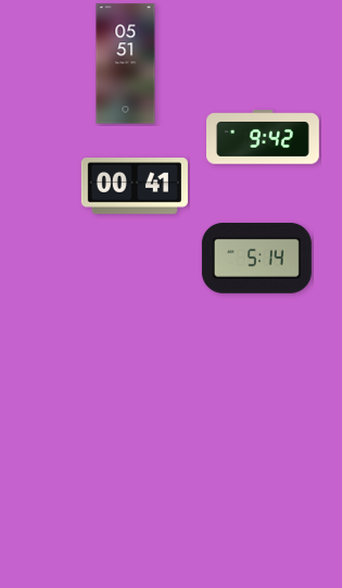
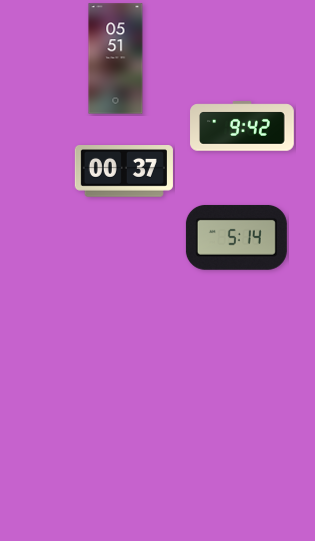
clock at (135, 187): 00:41 -> 00:37
